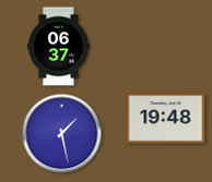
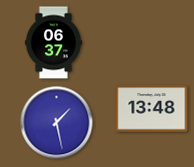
clock at (166, 119): 19:48 -> 13:48
